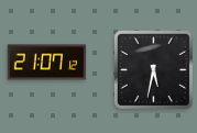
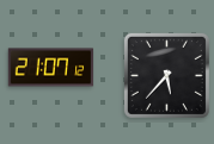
clock at (153, 69): 5:32 -> 5:37
